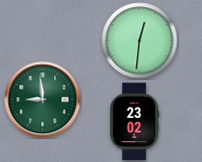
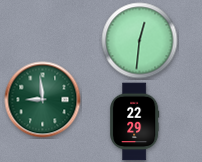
clock at (135, 122): 23:02 -> 22:29
